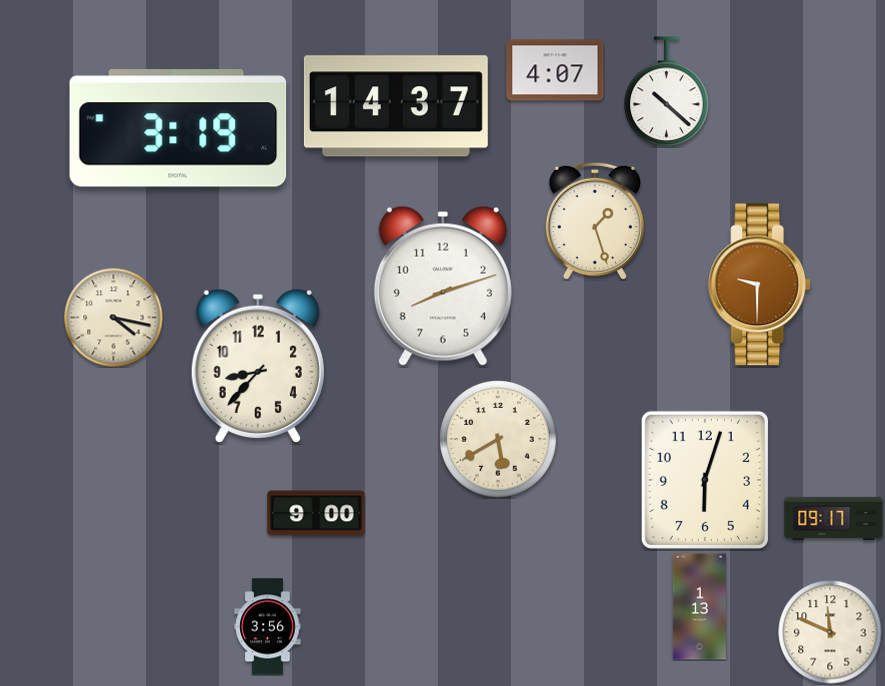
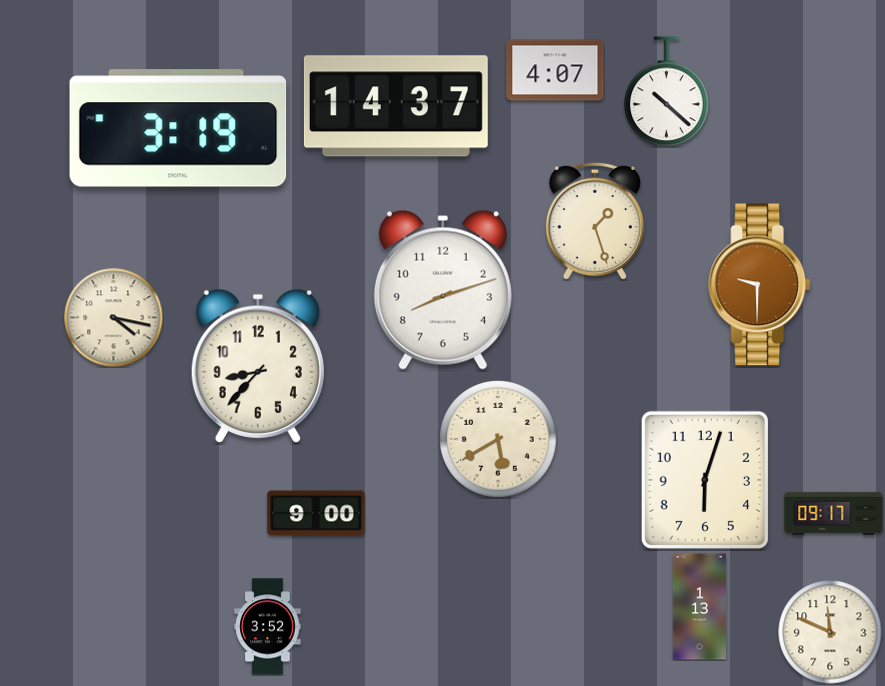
clock at (443, 286) position: (443, 286) -> (443, 290)
clock at (834, 518) position: (834, 518) -> (834, 513)
clock at (268, 627): 3:56 -> 3:52
